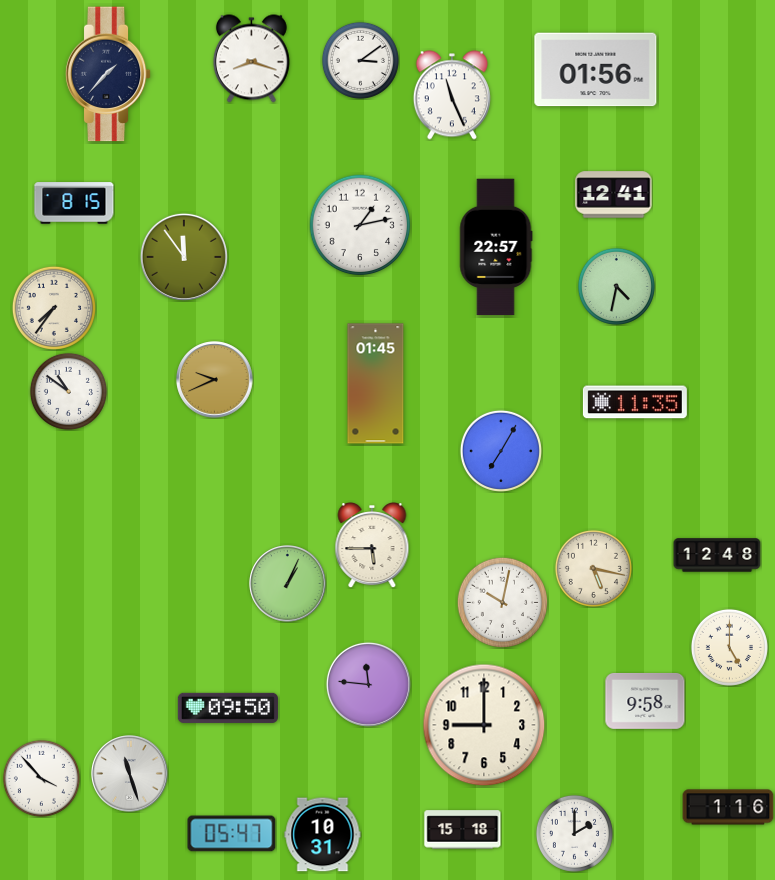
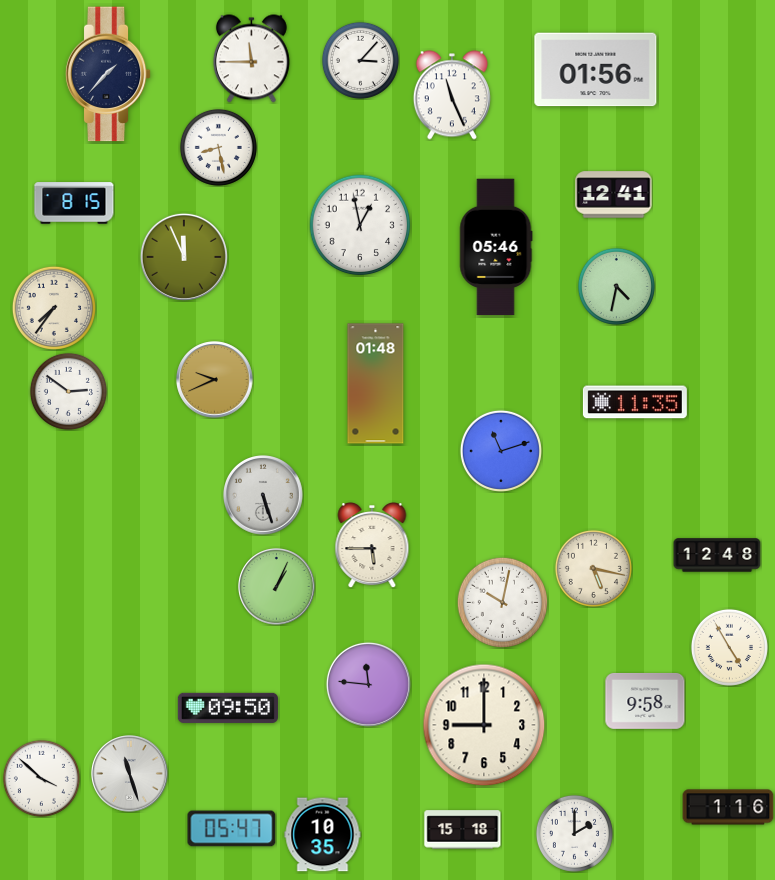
clock at (251, 59): 8:18 -> 11:45
clock at (360, 60): 3:09 -> 3:07
clock at (218, 147): none -> 8:28
clock at (360, 225): 1:13 -> 12:58
clock at (496, 247): 22:57 -> 05:46
clock at (184, 257): 11:54 -> 11:56
clock at (376, 384): 01:45 -> 01:48
clock at (68, 391): 10:51 -> 2:51
clock at (501, 451): 7:05 -> 11:12
clock at (264, 496): none -> 5:27
clock at (288, 584) position: (288, 584) -> (277, 587)
clock at (729, 647): 5:00 -> 4:55
clock at (41, 778): 3:53 -> 3:52
clock at (232, 834) position: (232, 834) -> (232, 829)
clock at (323, 835): 10:31 -> 10:35
